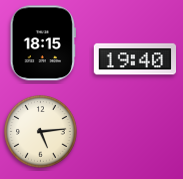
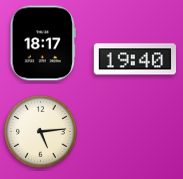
clock at (43, 43): 18:15 -> 18:17
